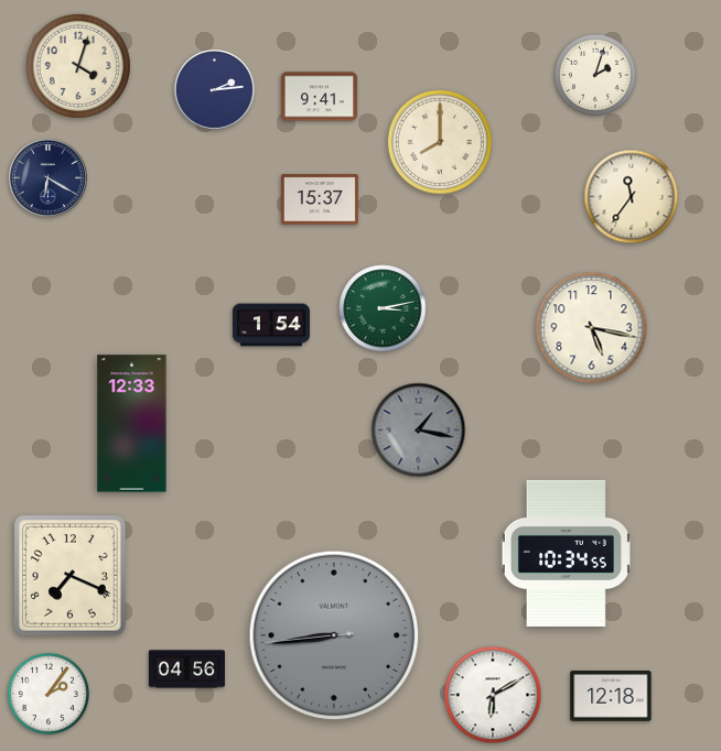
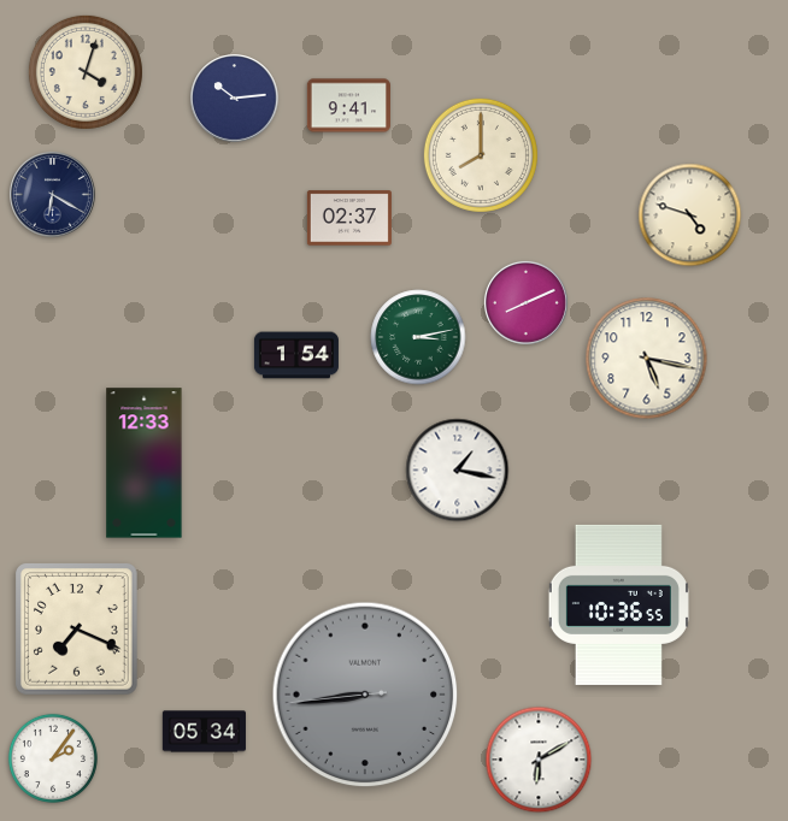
clock at (595, 75): 2:03 -> none
clock at (215, 90): 2:14 -> 10:14
clock at (632, 197): 11:36 -> 4:48
clock at (320, 199): 15:37 -> 02:37
clock at (525, 302): none -> 8:11
clock at (419, 431) dial: grey -> white
clock at (566, 553): 10:34 -> 10:36
clock at (186, 670): 04:56 -> 05:34
clock at (611, 696): 12:18 -> none
